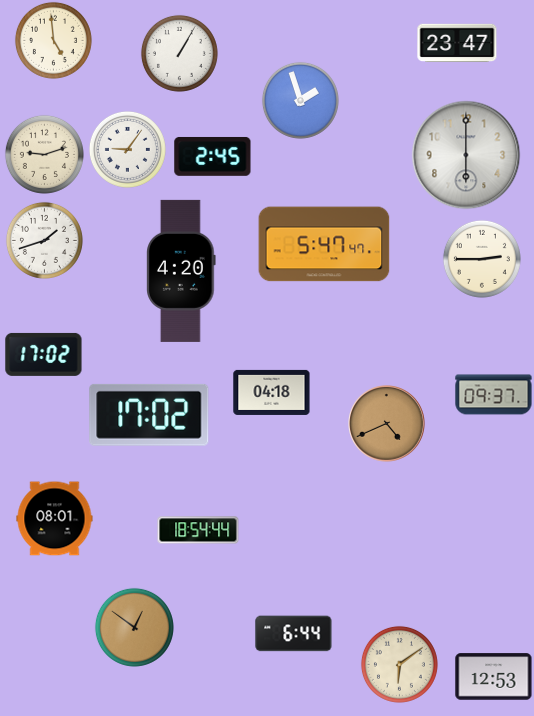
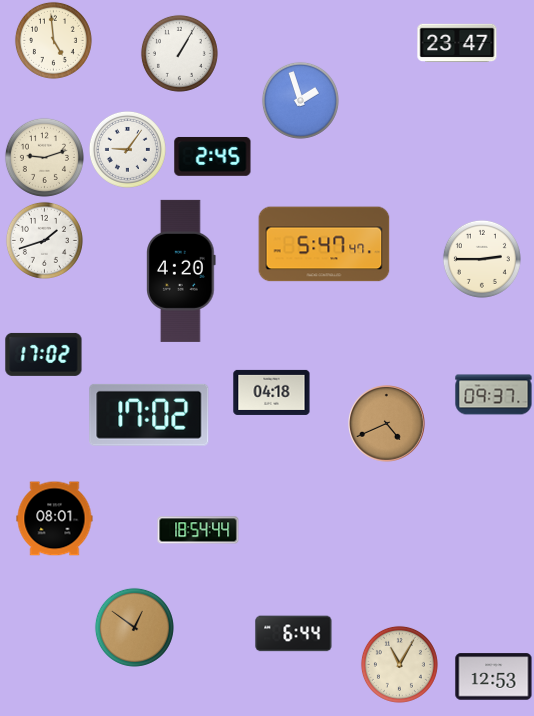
clock at (44, 154) position: (44, 154) -> (44, 157)
clock at (466, 155): 6:00 -> none
clock at (399, 664): 6:09 -> 11:05
